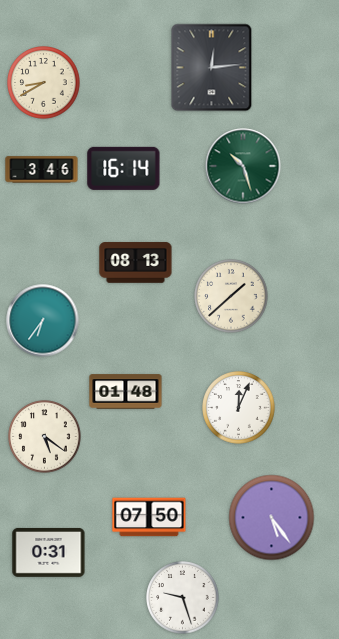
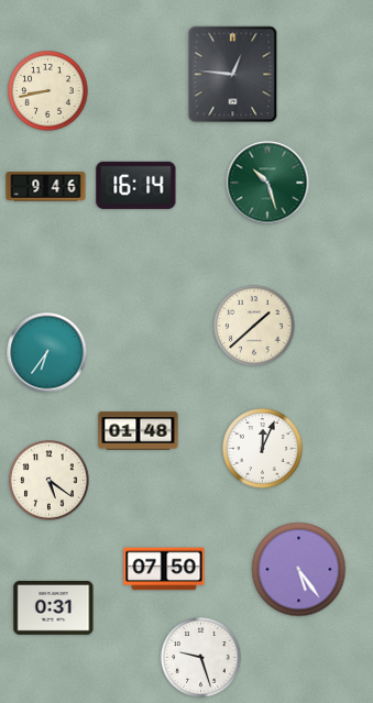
clock at (212, 68): 12:14 -> 12:46
clock at (44, 83): 8:40 -> 8:43
clock at (42, 170): 3:46 -> 9:46
clock at (136, 263): 08:13 -> none
